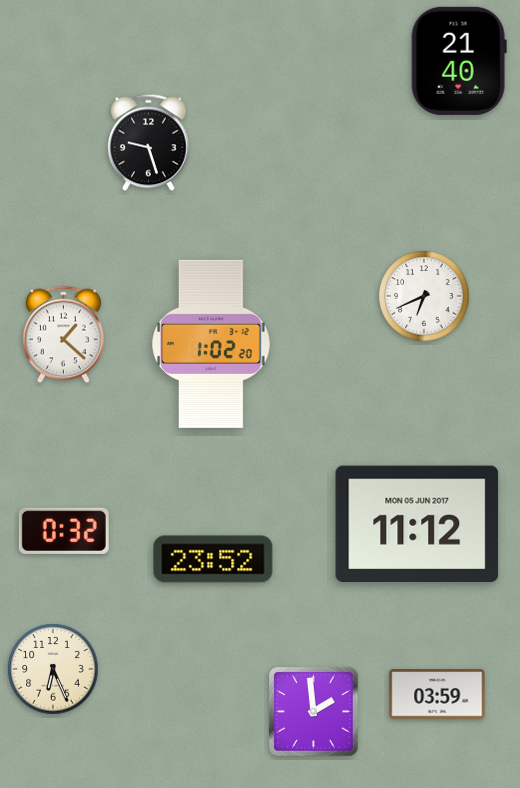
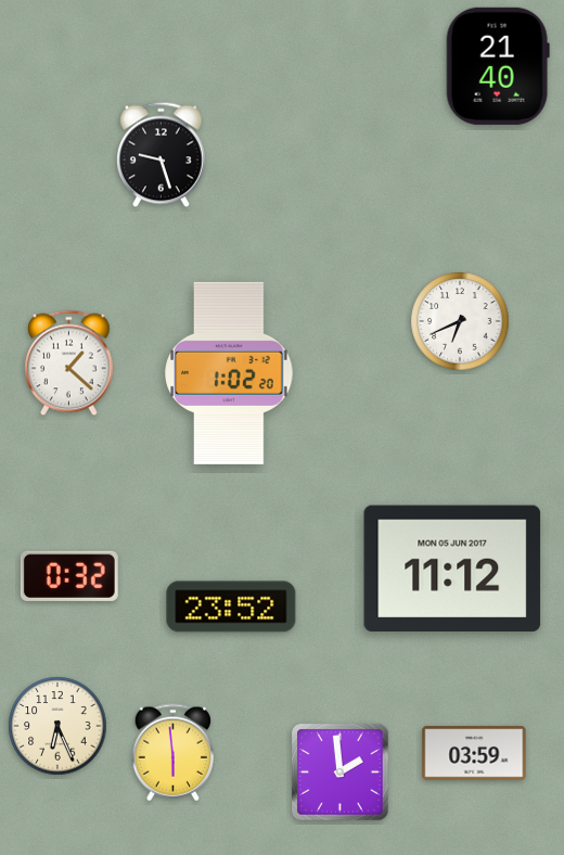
clock at (172, 753): none -> 5:59
